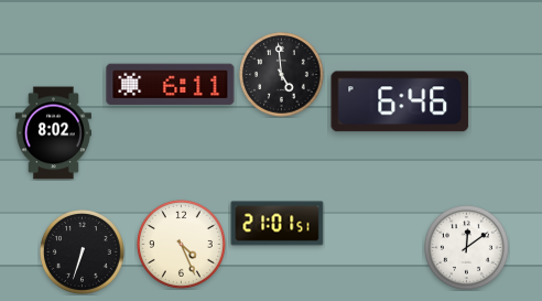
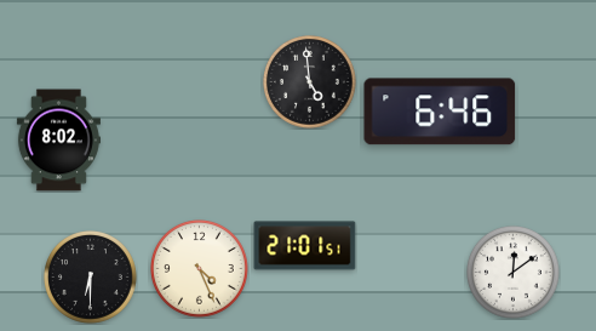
clock at (171, 85): 6:11 -> none
clock at (53, 133) position: (53, 133) -> (58, 141)
clock at (83, 252): 6:33 -> 6:30
